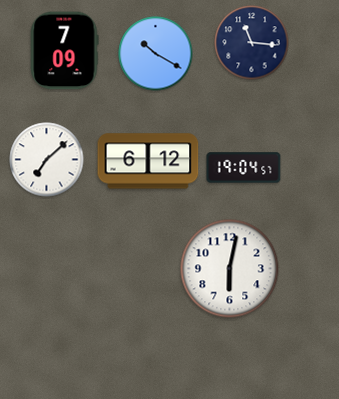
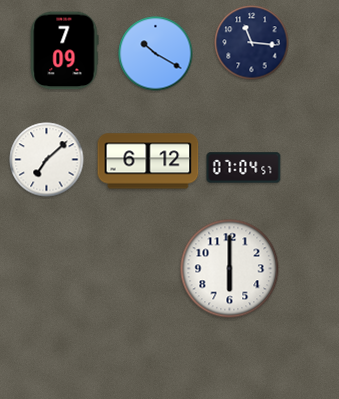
clock at (244, 168): 19:04 -> 07:04
clock at (230, 269): 6:02 -> 6:00
